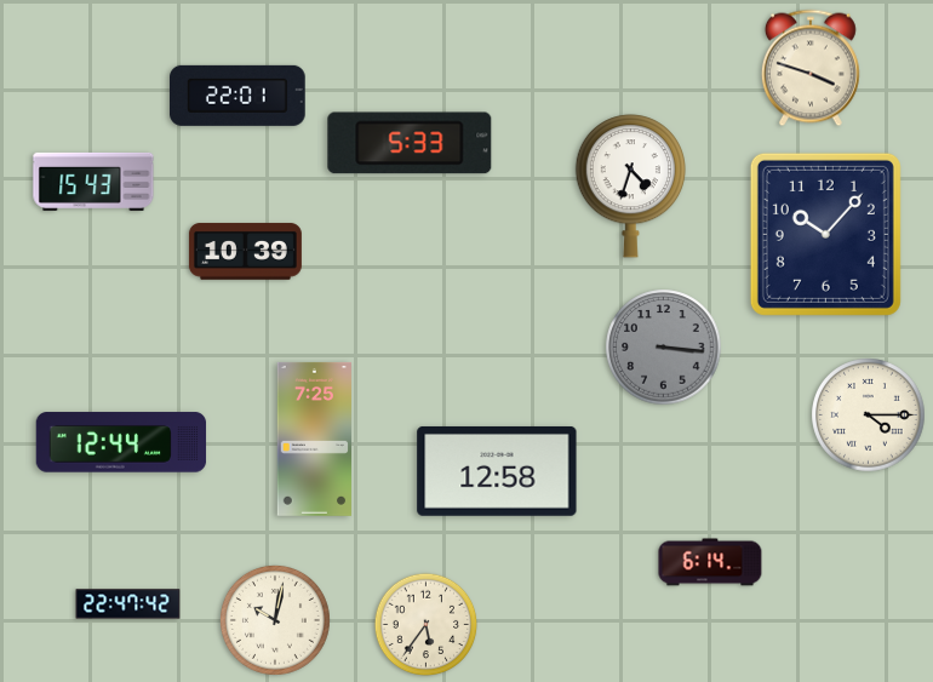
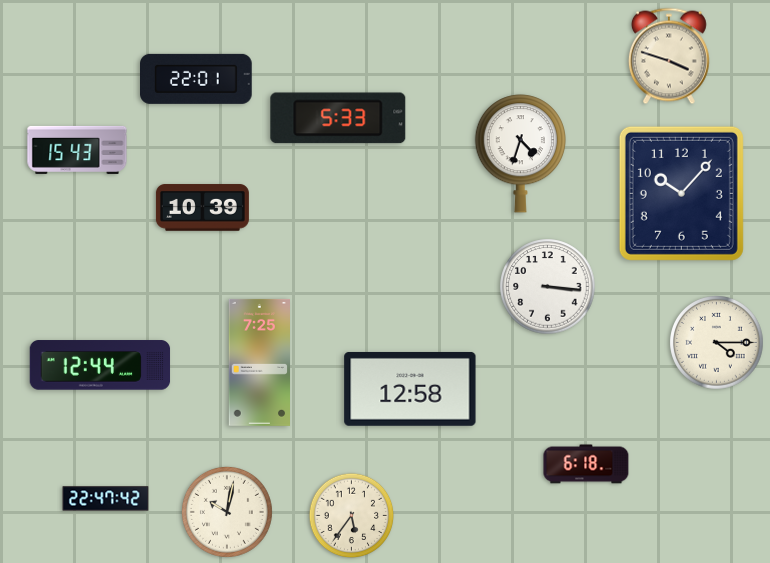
clock at (664, 348) dial: grey -> white
clock at (710, 562): 6:14 -> 6:18
